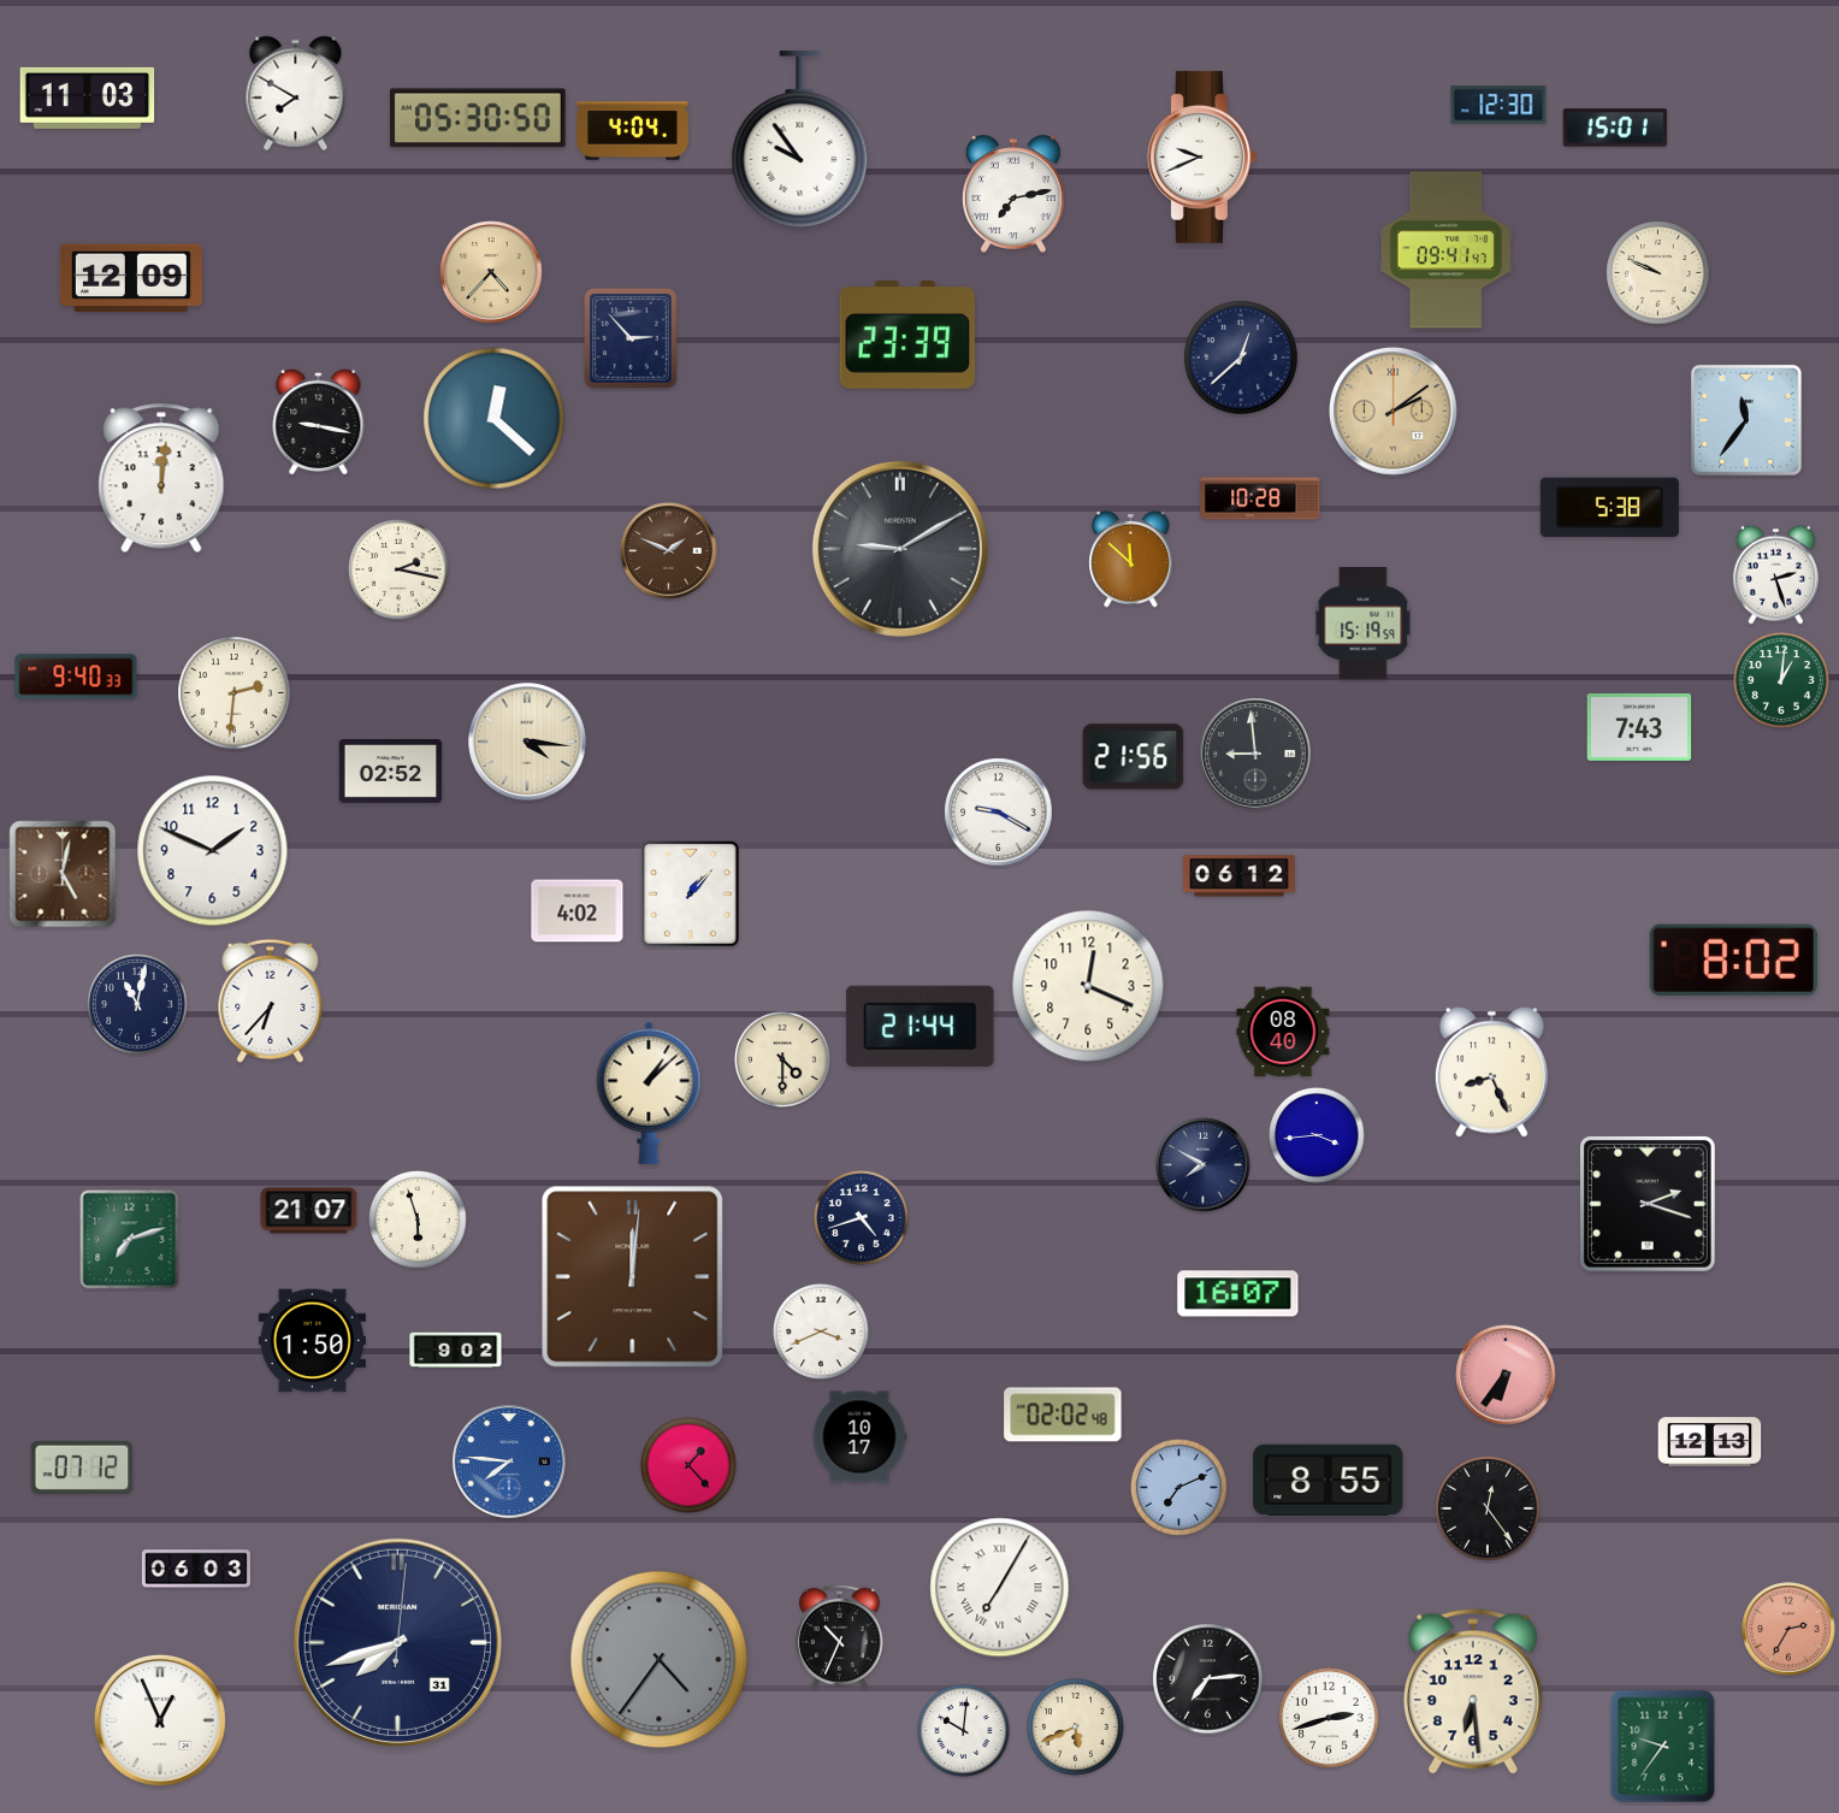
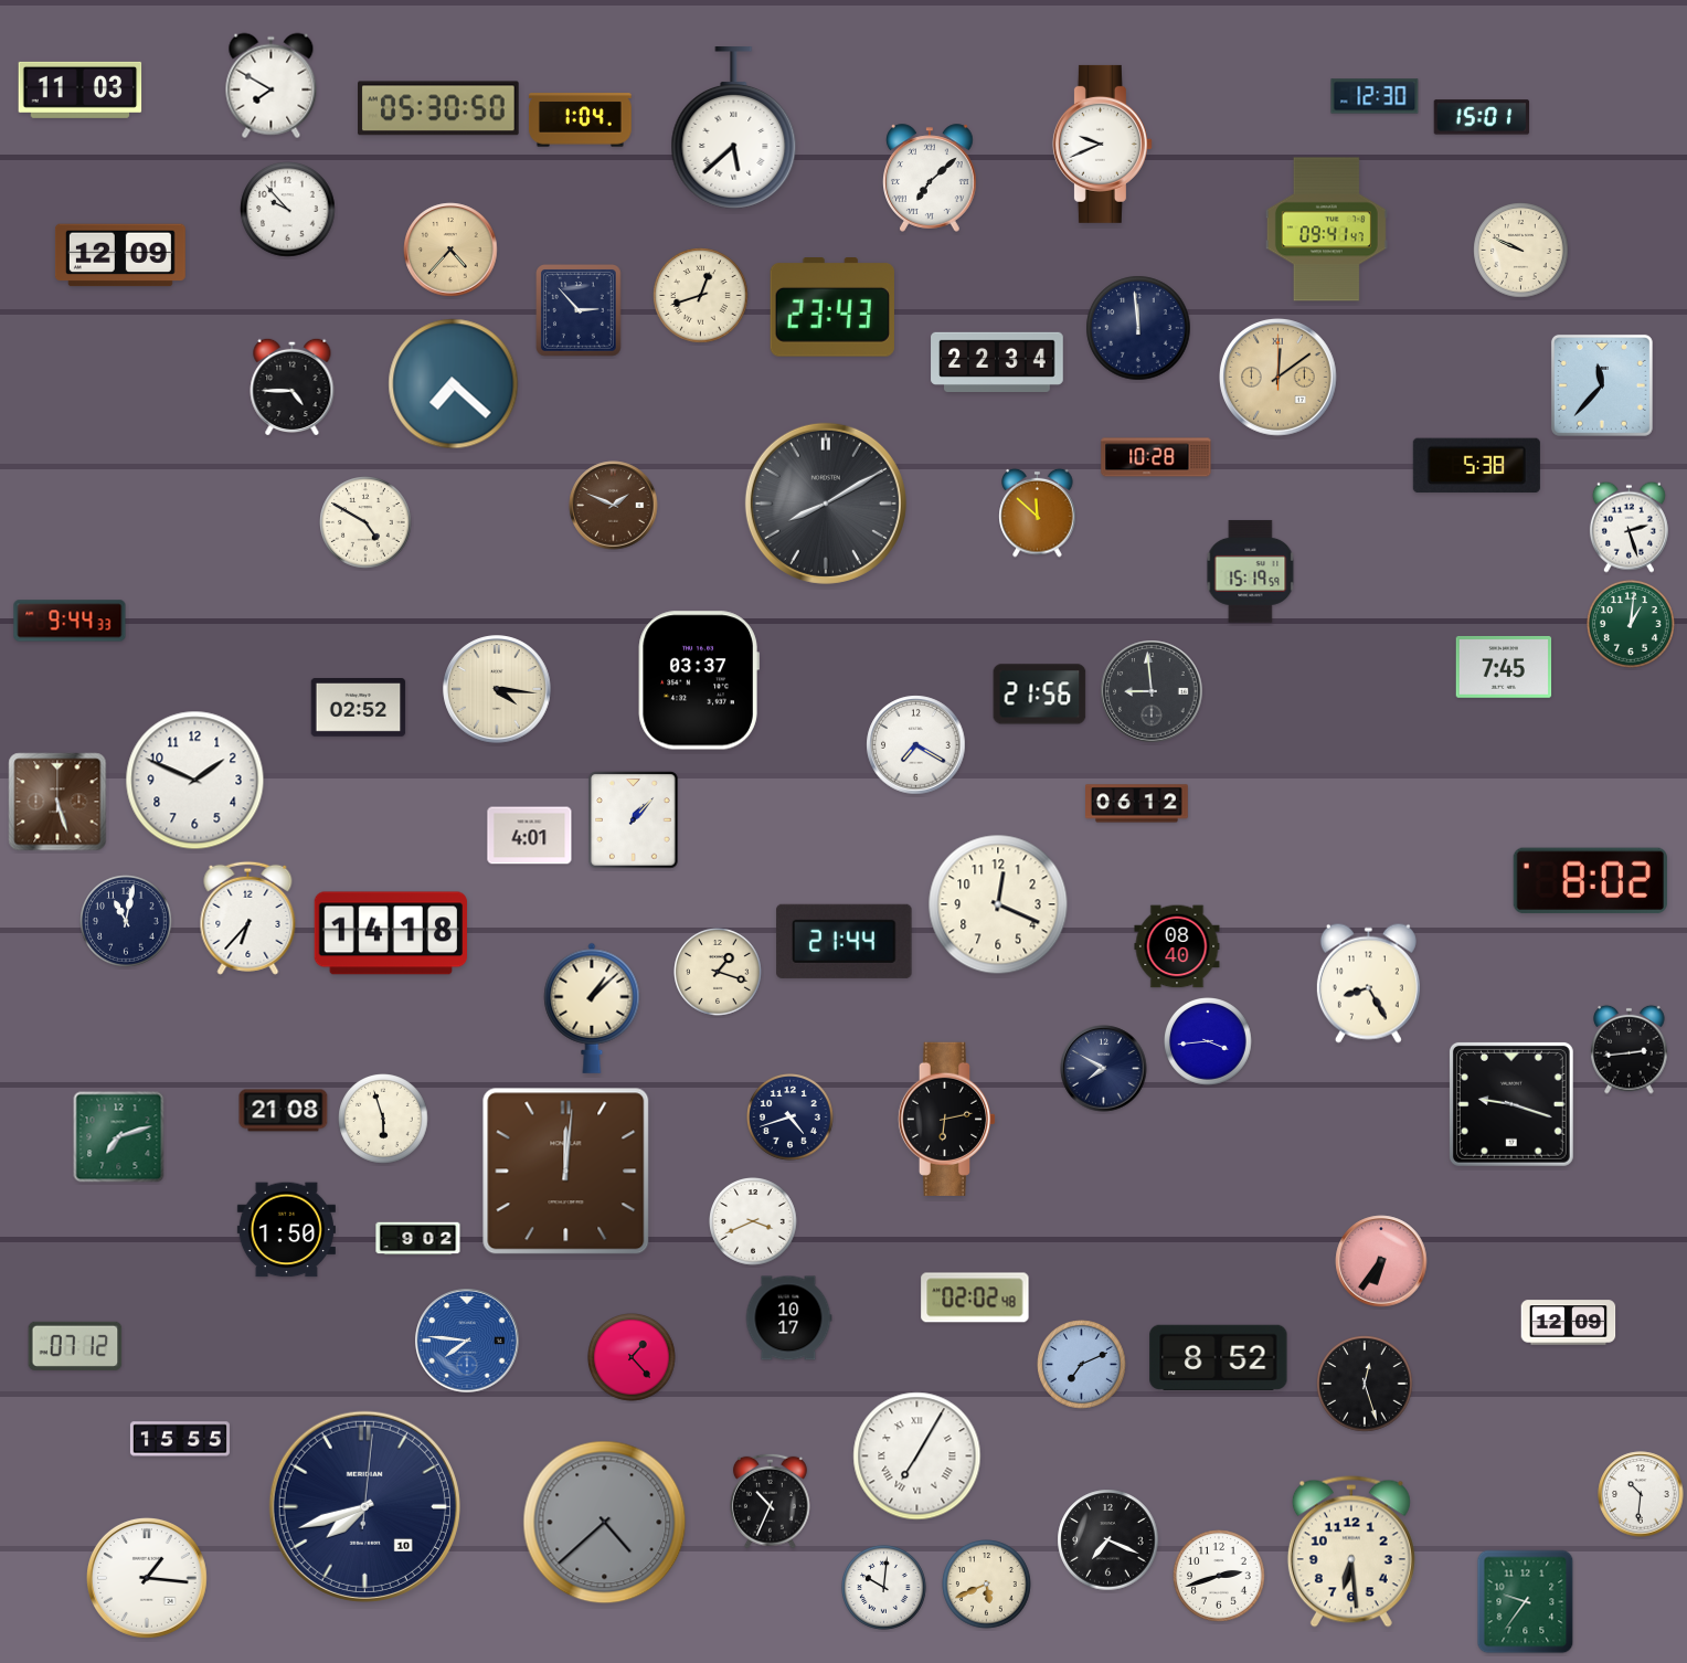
clock at (632, 131): 4:04 -> 1:04
clock at (800, 140): 9:54 -> 5:38
clock at (1015, 194): 7:13 -> 7:08
clock at (288, 210): none -> 9:53
clock at (701, 296): none -> 12:42
clock at (907, 336): 23:39 -> 23:43
clock at (1241, 358): 12:38 -> 11:59
clock at (997, 361): none -> 22:34
clock at (1394, 412): 2:09 -> 12:09
clock at (495, 419): 12:22 -> 7:22
clock at (1746, 420): 11:36 -> 11:37
clock at (319, 421): 9:17 -> 4:45
clock at (161, 478): 12:01 -> none
clock at (900, 549): 9:10 -> 8:10
clock at (398, 569): 2:17 -> 4:50
clock at (76, 677): 9:40 -> 9:44
clock at (1782, 681) position: (1782, 681) -> (1632, 625)
clock at (235, 693): 2:31 -> none
clock at (1639, 727): 7:43 -> 7:45
clock at (527, 742) position: (527, 742) -> (497, 689)
clock at (699, 680): none -> 03:37
clock at (999, 813): 9:20 -> 7:20
clock at (63, 874): 5:02 -> 5:27
clock at (578, 911): 4:02 -> 4:01
clock at (391, 933): none -> 14:18
clock at (784, 1061): 4:30 -> 1:18
clock at (1491, 1071): 8:26 -> 8:25
clock at (649, 1093) position: (649, 1093) -> (592, 1008)
clock at (1630, 1049): none -> 2:44
clock at (1648, 1204): 2:18 -> 9:18
clock at (309, 1211): 21:07 -> 21:08
clock at (947, 1119): none -> 6:13
clock at (633, 1277) position: (633, 1277) -> (566, 1172)
clock at (1238, 1294): 16:07 -> none
clock at (1710, 1442): 12:13 -> 12:09
clock at (690, 1466) position: (690, 1466) -> (633, 1358)
clock at (1329, 1480): 8:55 -> 8:52
clock at (1488, 1508): 12:24 -> 12:27
clock at (196, 1569): 06:03 -> 15:55
clock at (1788, 1629): 2:35 -> 10:31
clock at (1788, 1629) dial: salmon -> white
clock at (397, 1642) date: 31 -> 10
clock at (660, 1660): 4:36 -> 4:38
clock at (1208, 1679): 7:14 -> 7:19
clock at (160, 1720): 12:56 -> 1:16
